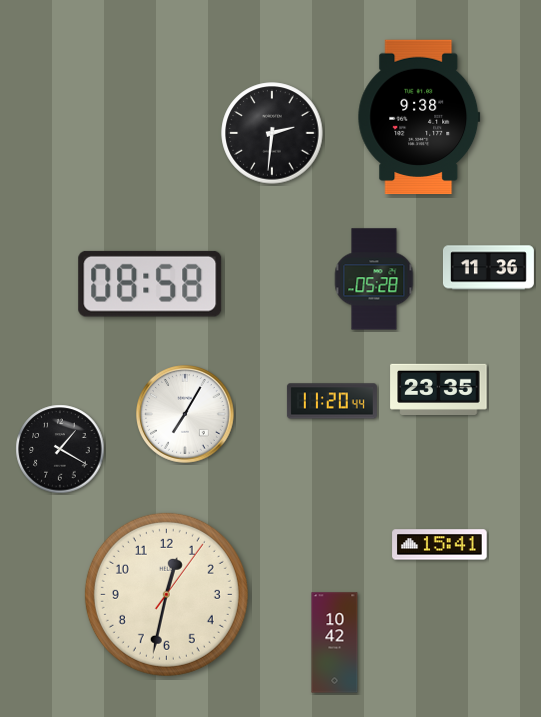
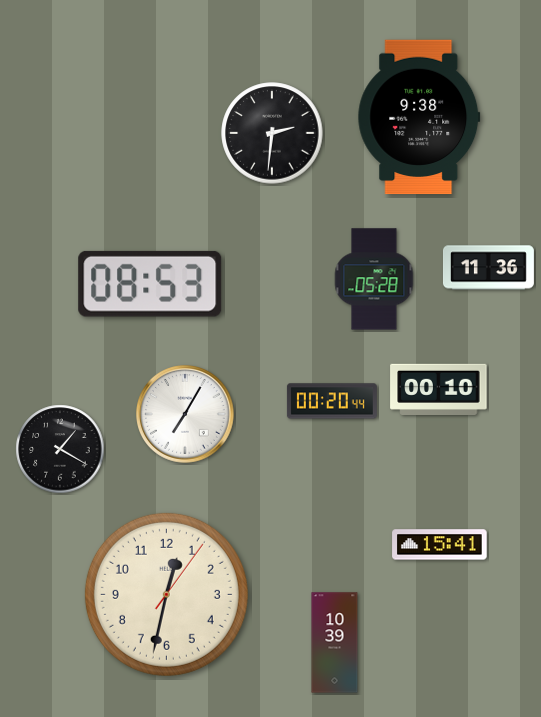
clock at (150, 284): 08:58 -> 08:53
clock at (439, 389): 23:35 -> 00:10
clock at (332, 401): 11:20 -> 00:20
clock at (335, 643): 10:42 -> 10:39
